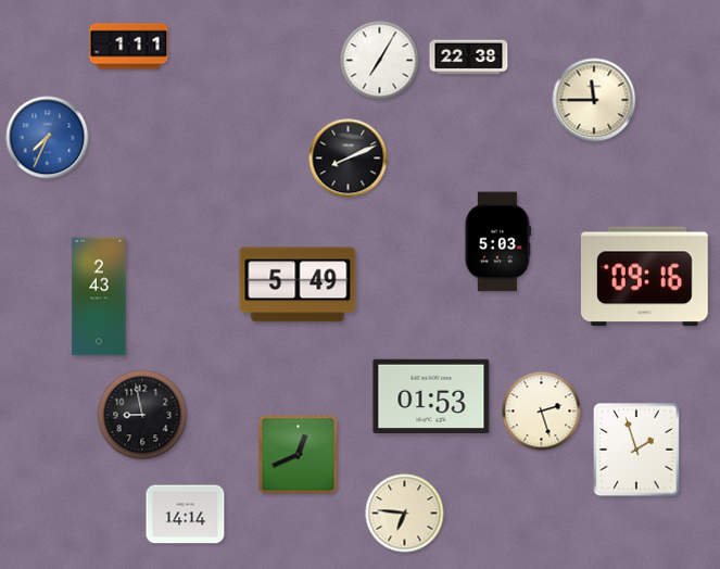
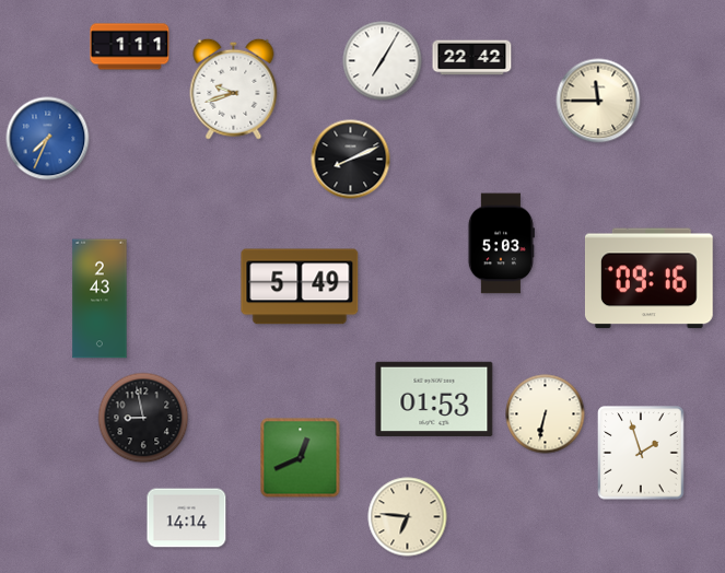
clock at (469, 58): 22:38 -> 22:42
clock at (234, 89): none -> 9:42
clock at (542, 412): 2:27 -> 6:32
